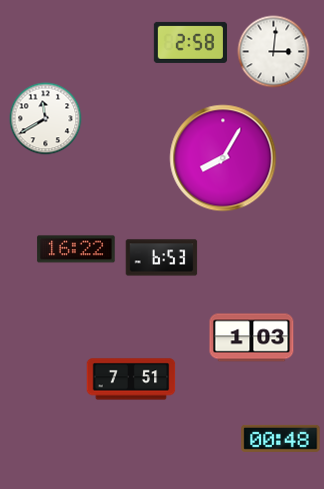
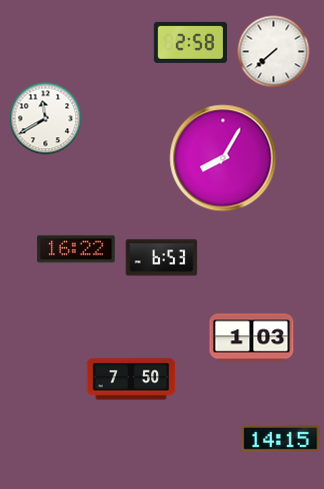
clock at (274, 52): 3:01 -> 7:38
clock at (131, 379): 7:51 -> 7:50
clock at (281, 438): 00:48 -> 14:15
